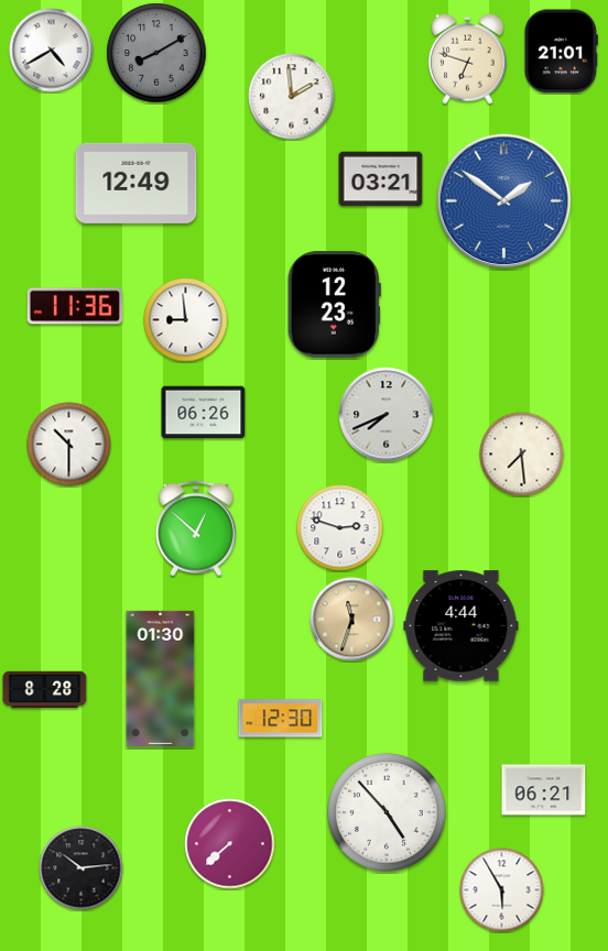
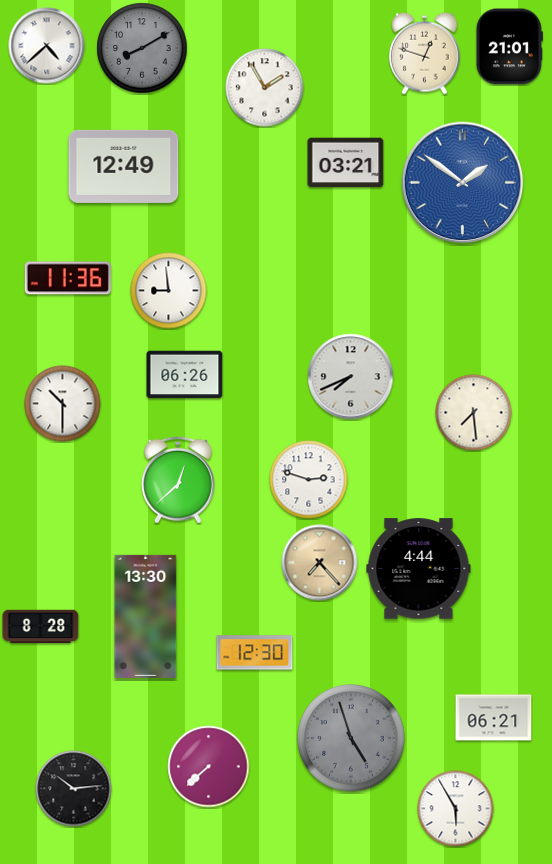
clock at (52, 51): 4:40 -> 4:38
clock at (468, 58): 6:48 -> 12:48
clock at (292, 97): 1:59 -> 1:55
clock at (504, 201) position: (504, 201) -> (463, 183)
clock at (334, 305): 12:23 -> none
clock at (196, 528): 12:52 -> 12:38
clock at (352, 620): 11:33 -> 7:23
clock at (161, 678): 01:30 -> 13:30
clock at (387, 812): 4:53 -> 4:57
clock at (387, 812) dial: white -> grey
